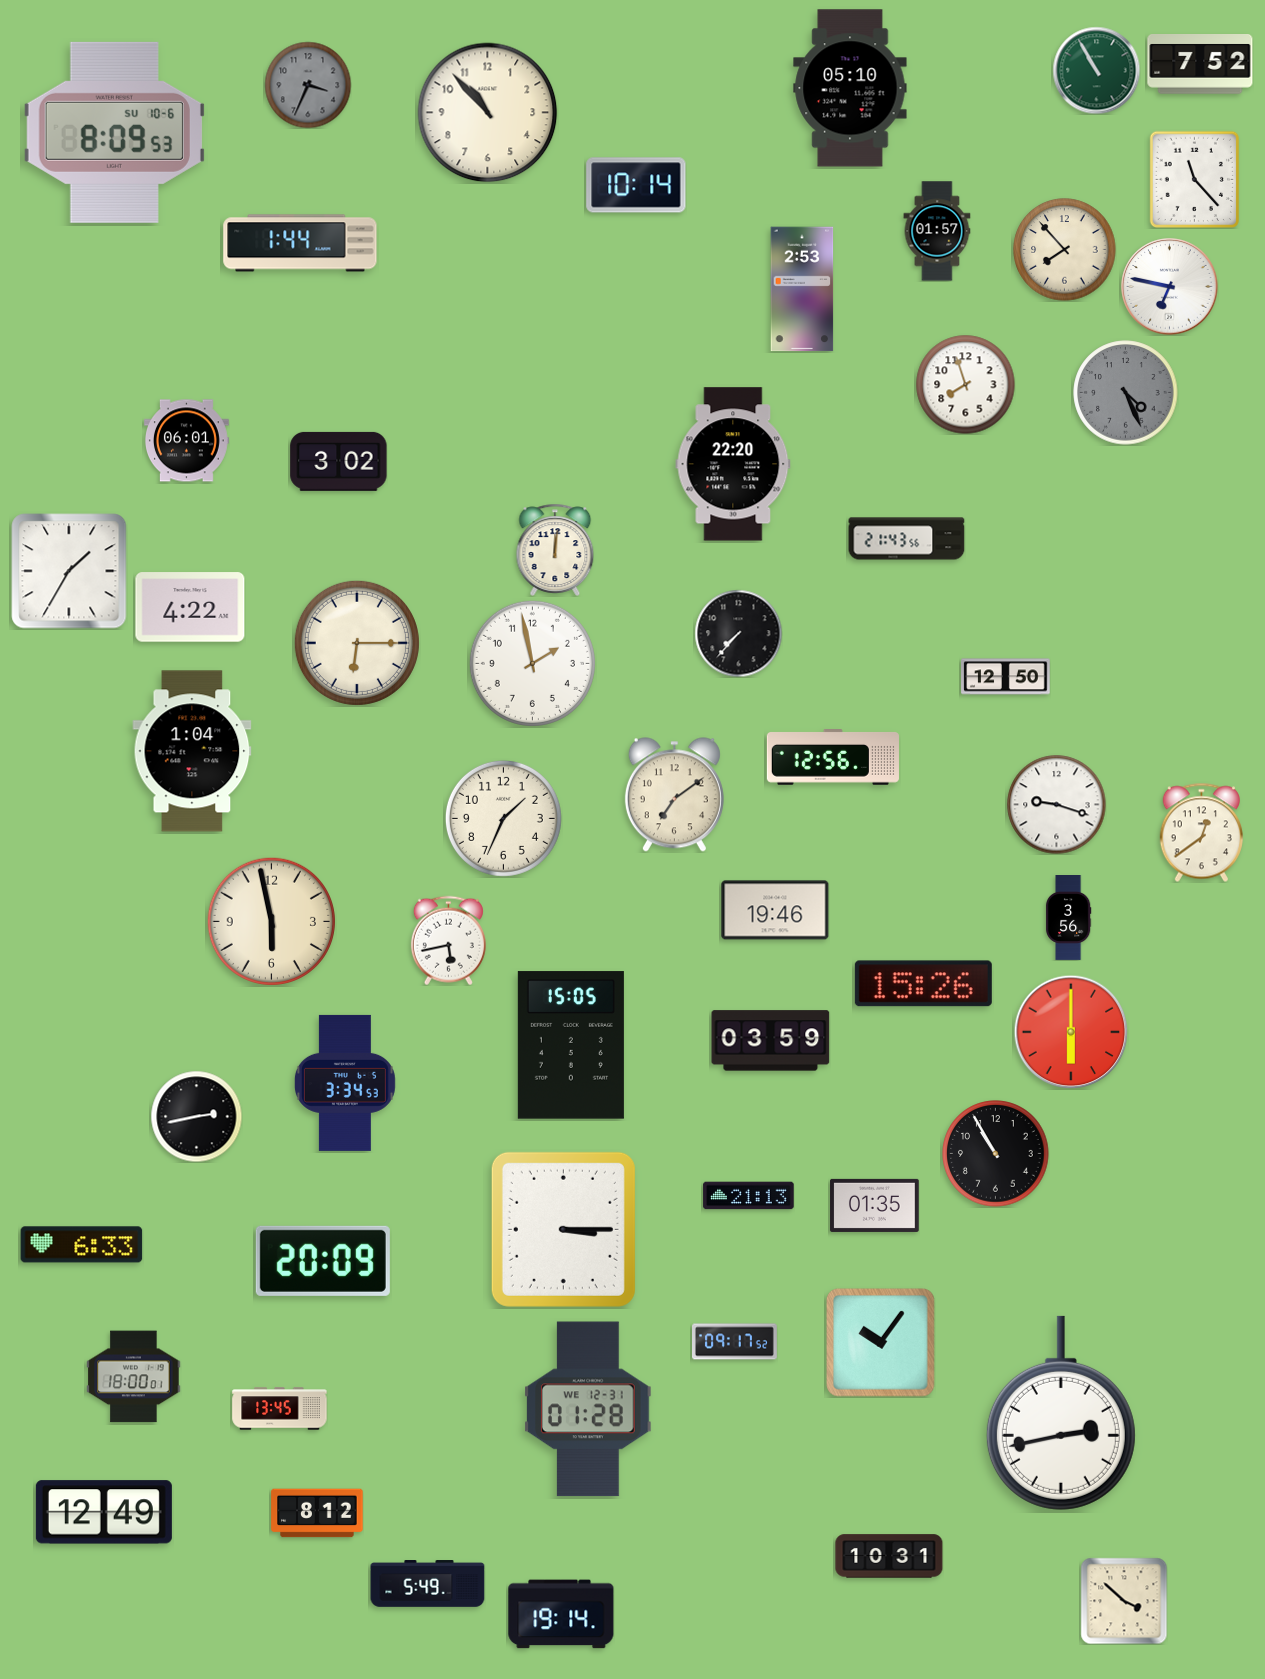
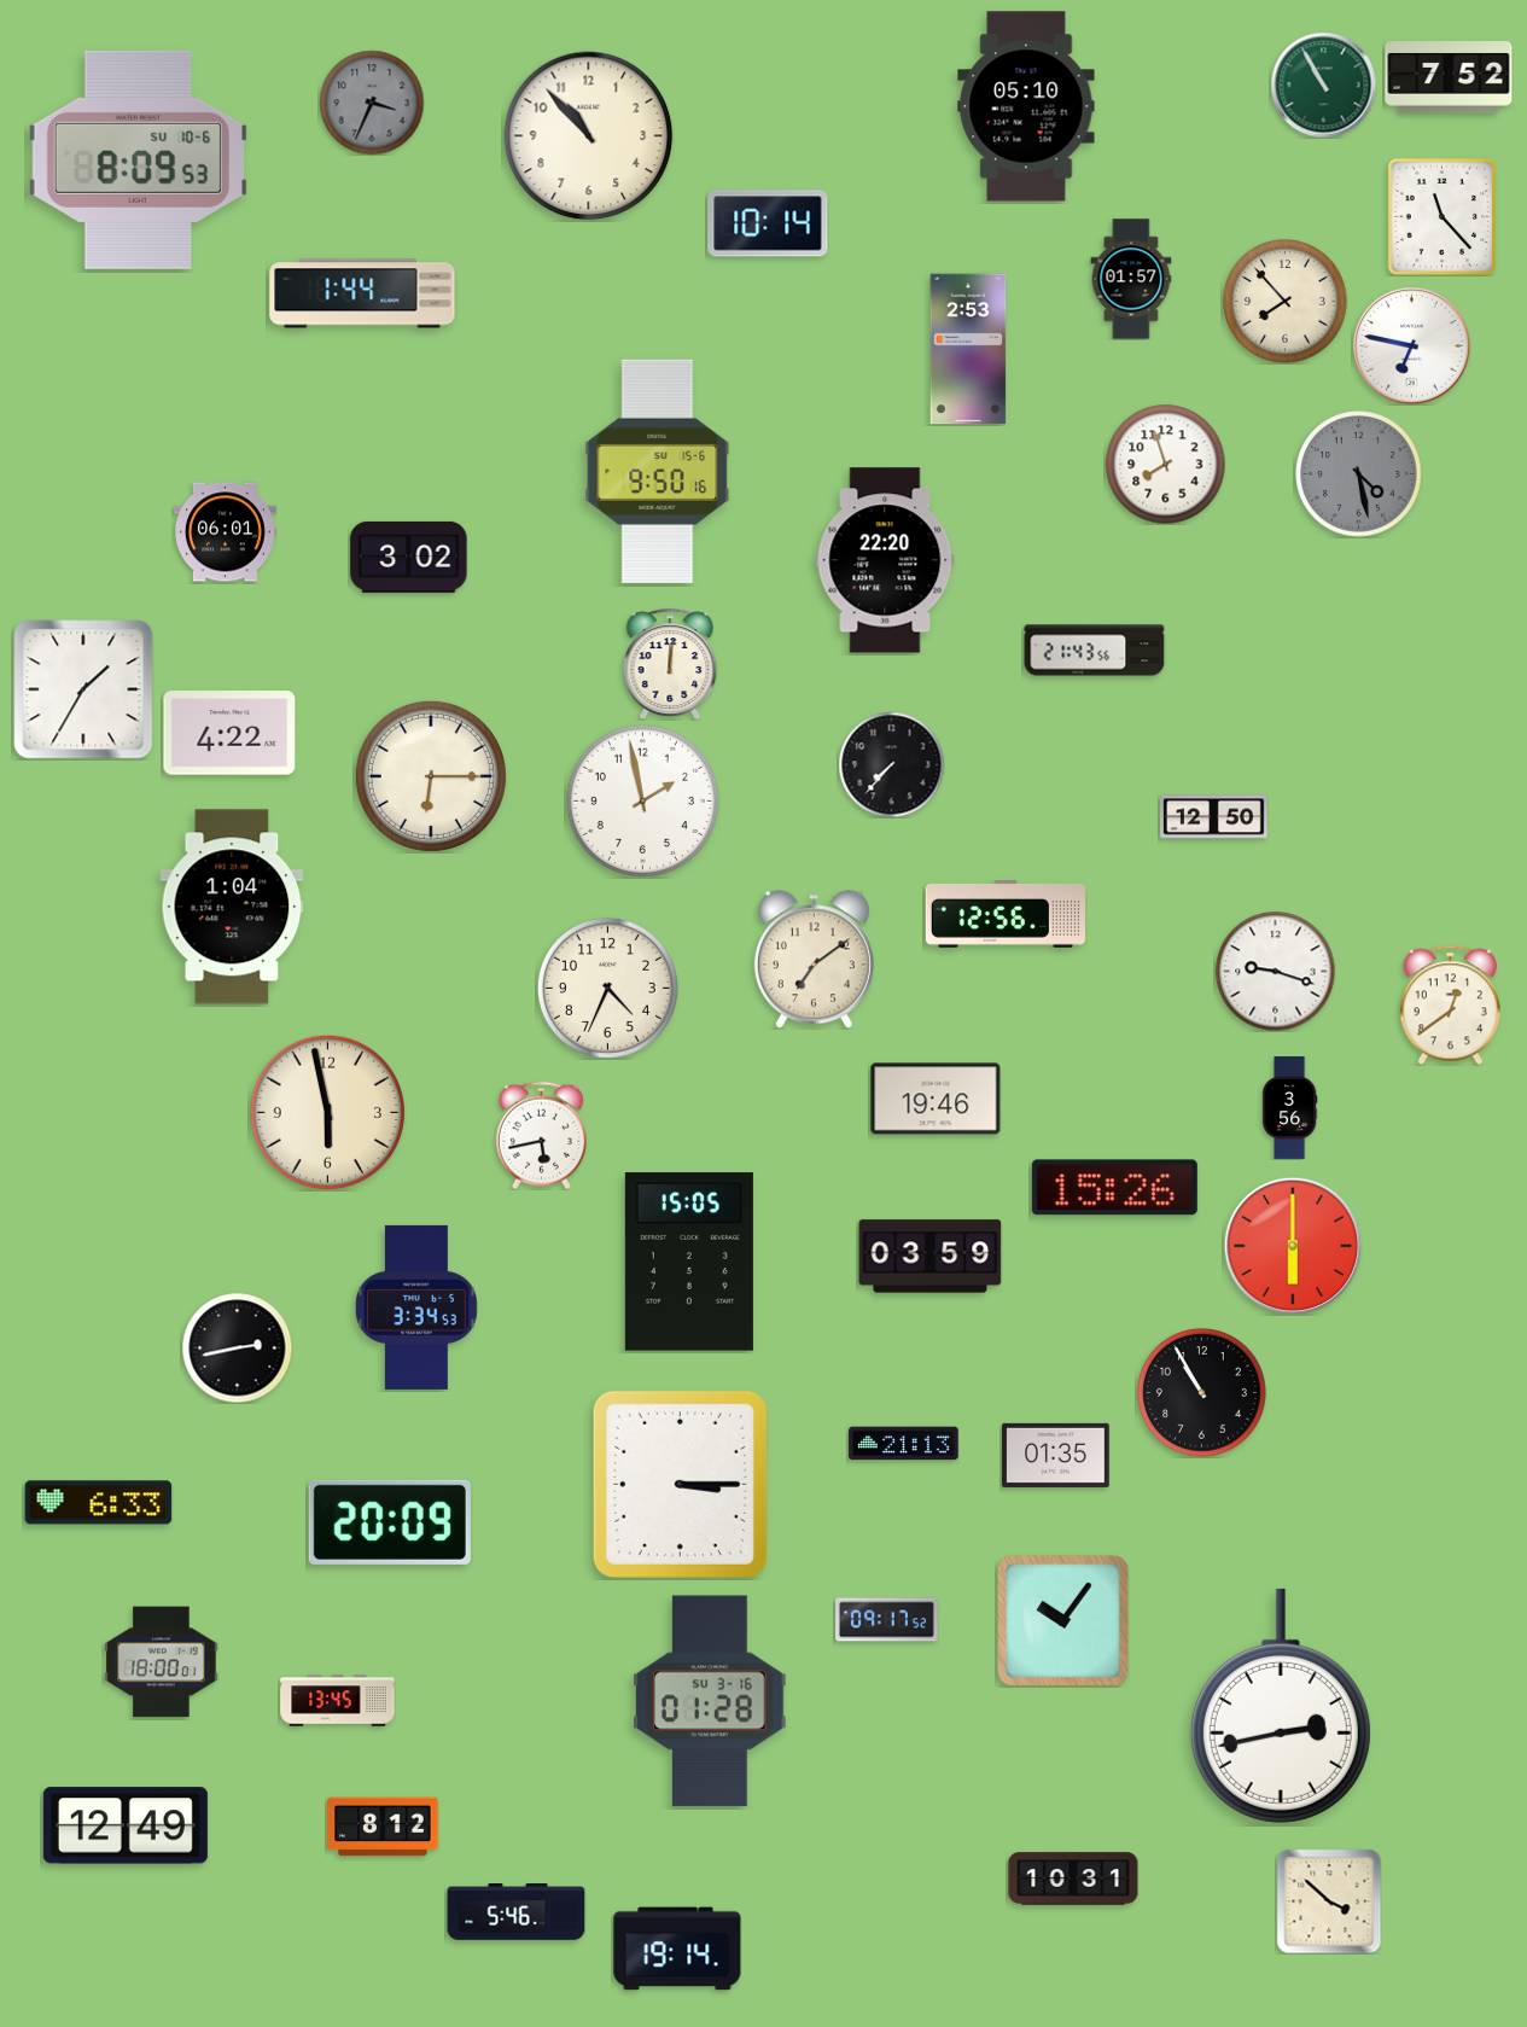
clock at (658, 471): none -> 9:50
clock at (1126, 393): 4:26 -> 4:28
clock at (503, 818): 1:34 -> 4:34
clock at (588, 1409) date: WE 12-31 -> SU 3-16
clock at (428, 1584): 5:49 -> 5:46
clock at (1124, 1601) position: (1124, 1601) -> (1329, 1901)
